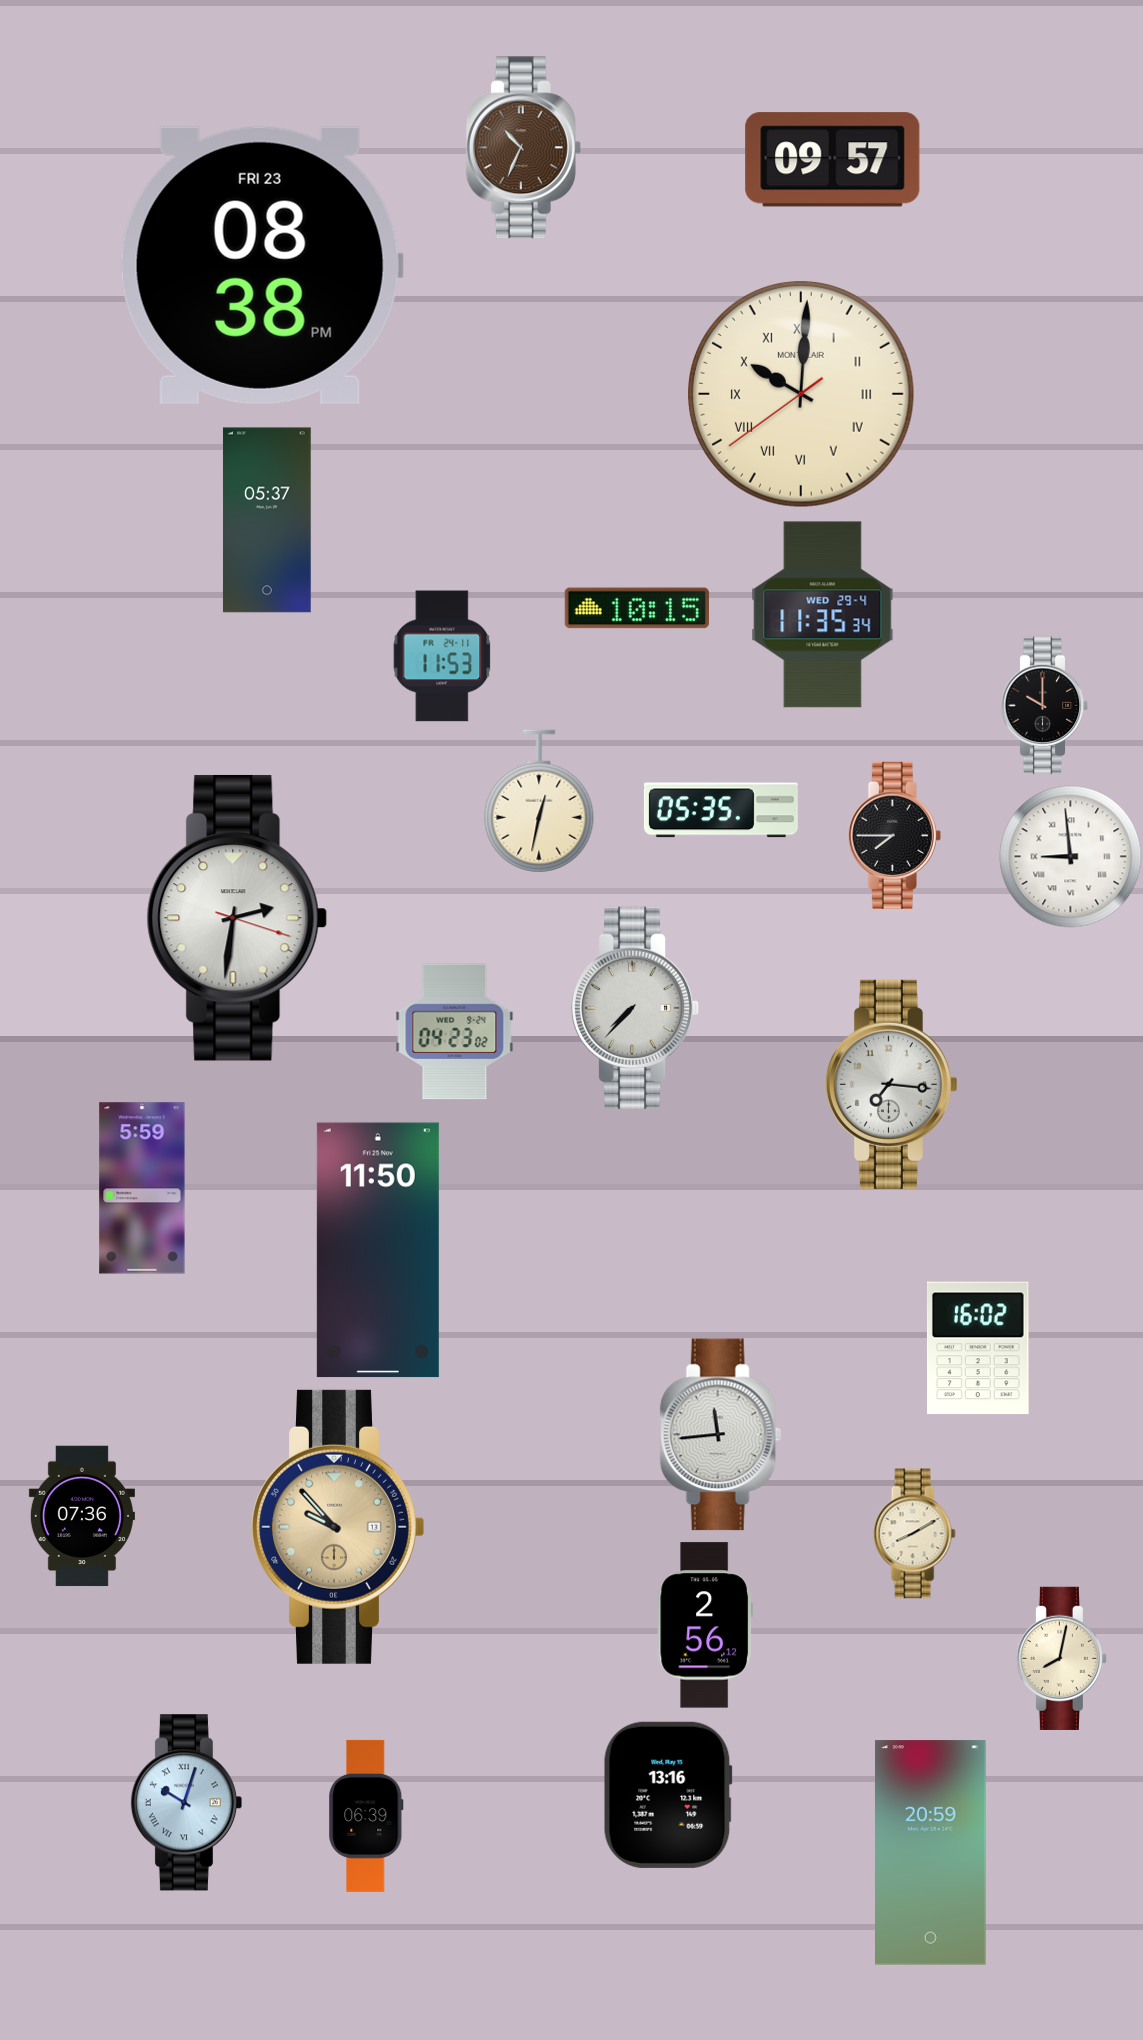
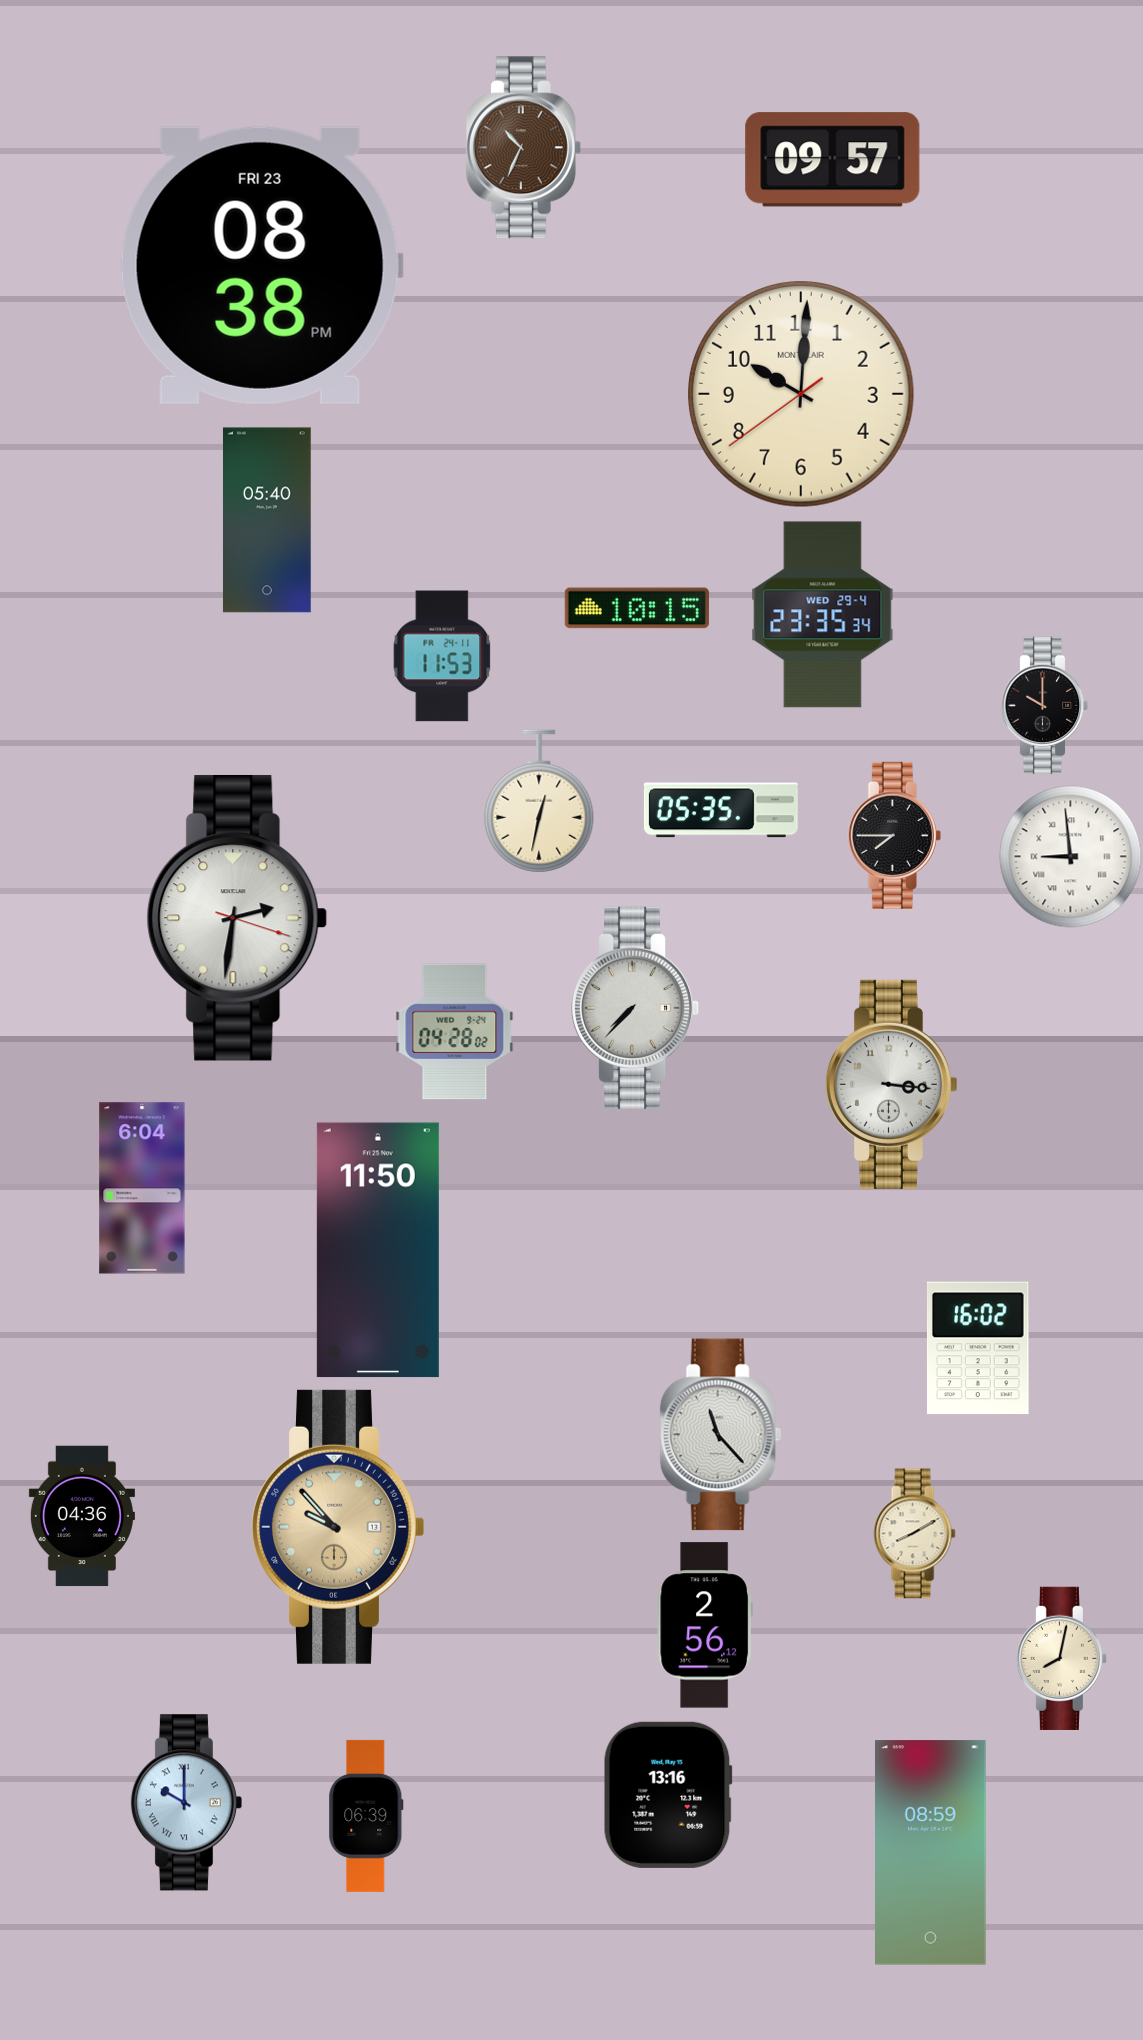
clock at (802, 395) numerals: Roman -> Arabic
clock at (267, 520): 05:37 -> 05:40
clock at (823, 615): 11:35 -> 23:35
clock at (455, 1032): 04:23 -> 04:28
clock at (891, 1084): 7:16 -> 3:16
clock at (142, 1188): 5:59 -> 6:04
clock at (720, 1435): 11:44 -> 11:23
clock at (82, 1516): 07:36 -> 04:36
clock at (186, 1803): 10:03 -> 10:00
clock at (931, 1853): 20:59 -> 08:59
